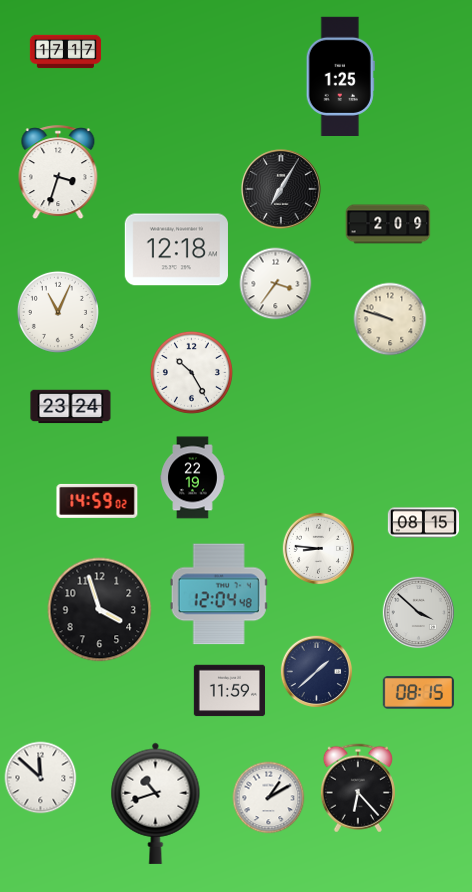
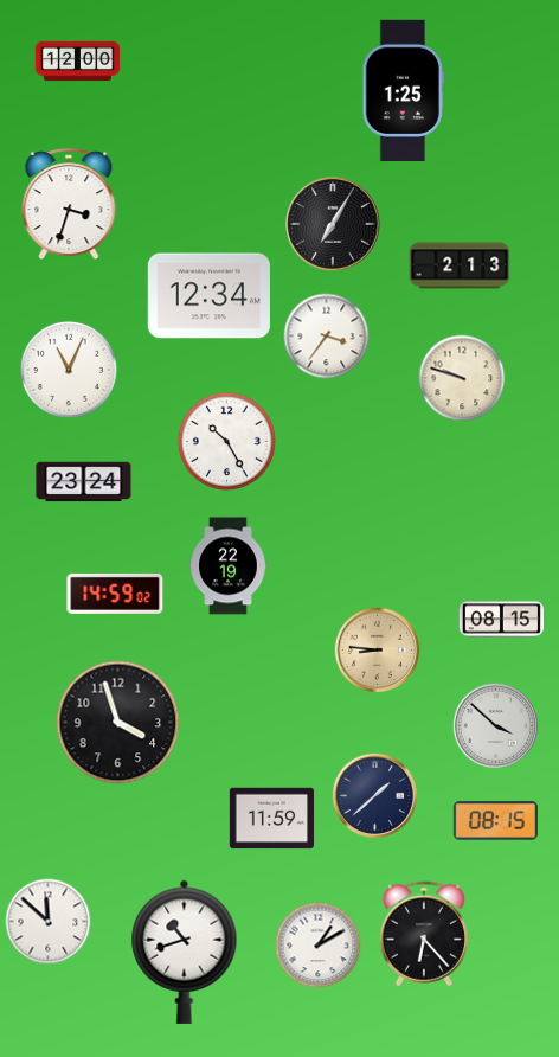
clock at (66, 52): 17:17 -> 12:00
clock at (388, 224): 2:09 -> 2:13
clock at (176, 250): 12:18 -> 12:34
clock at (319, 549) dial: white -> champagne
clock at (219, 594): 12:04 -> none
